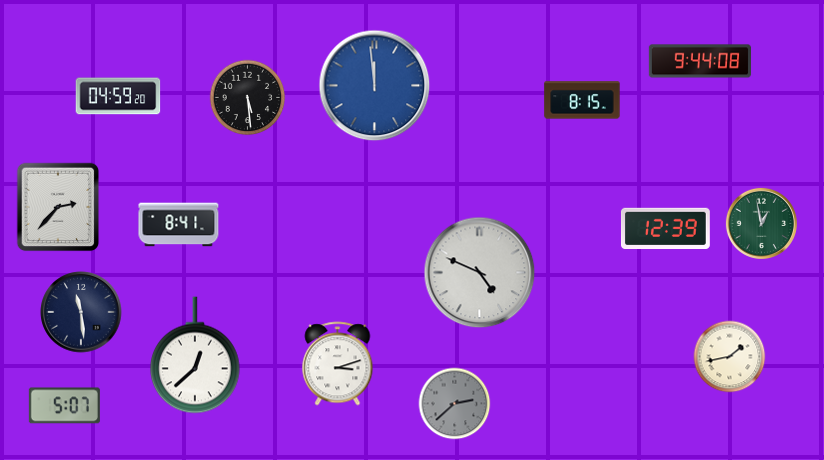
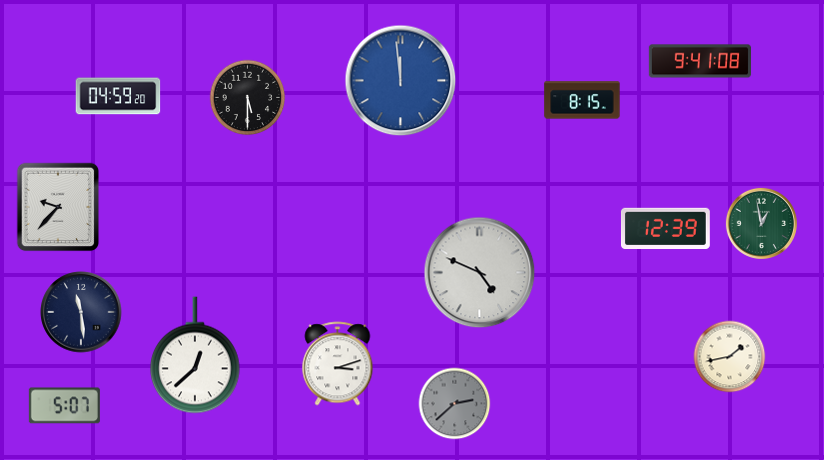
clock at (700, 61): 9:44 -> 9:41
clock at (375, 86) position: (375, 86) -> (401, 81)
clock at (248, 98): 5:29 -> 5:30
clock at (58, 207): 2:37 -> 9:37
clock at (179, 225): 8:41 -> none
